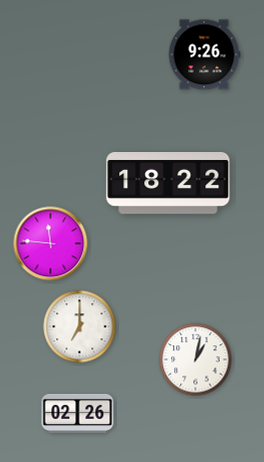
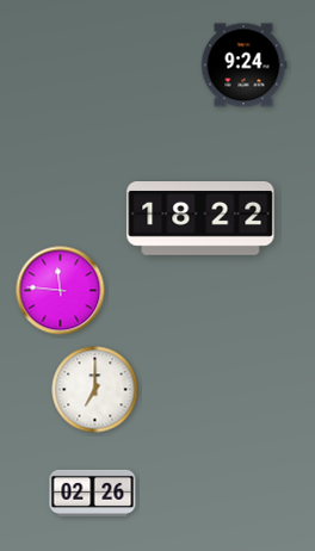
clock at (204, 55): 9:26 -> 9:24
clock at (196, 360): 1:02 -> none
